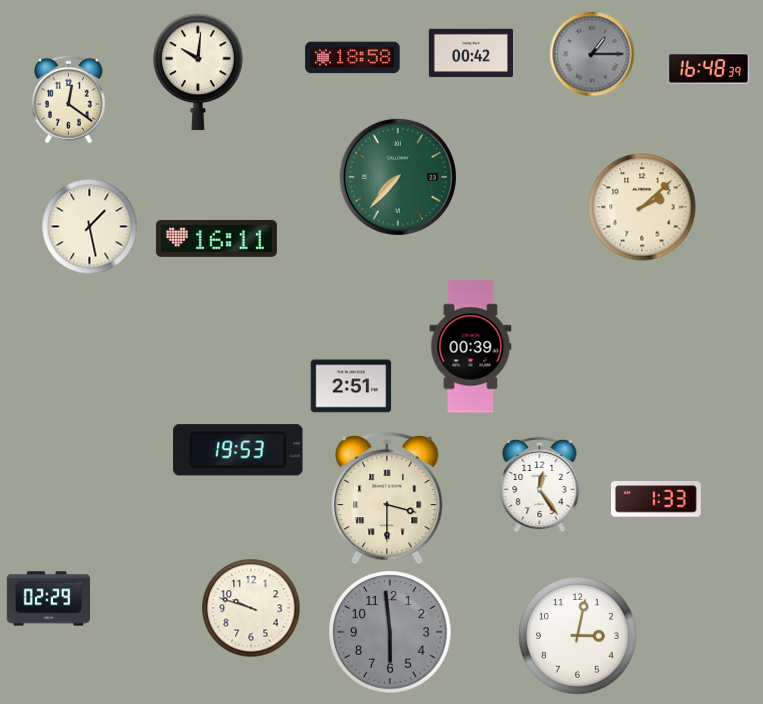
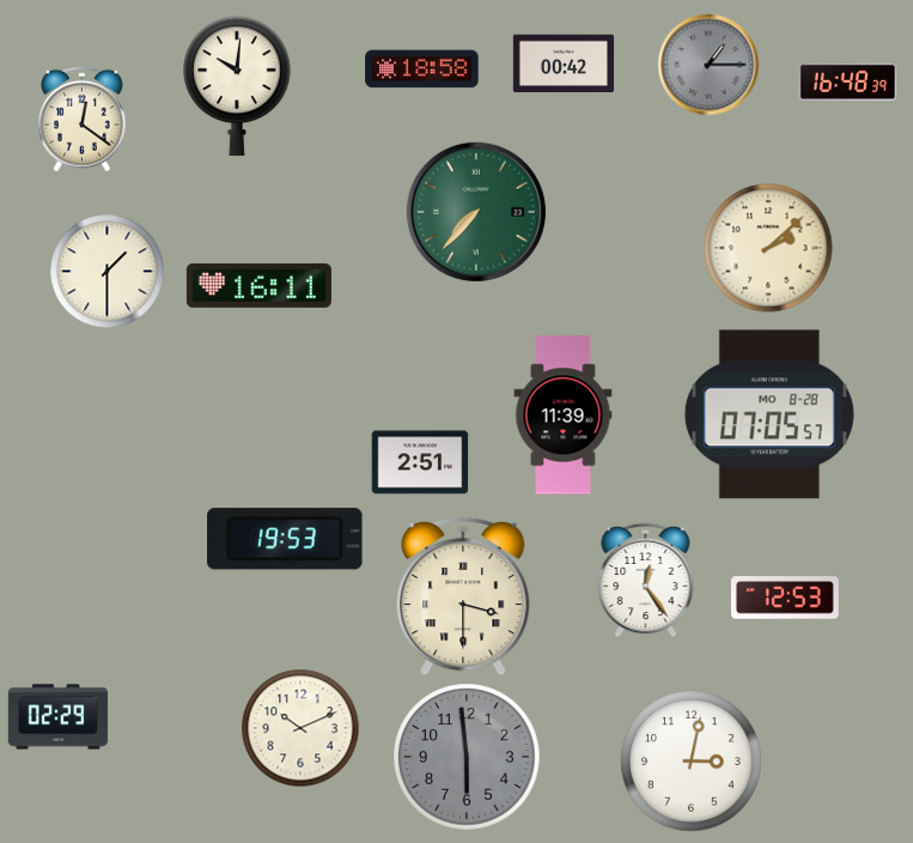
clock at (90, 227): 1:28 -> 1:30
clock at (769, 414): none -> 07:05
clock at (471, 347): 00:39 -> 11:39
clock at (656, 499): 1:33 -> 12:53
clock at (251, 608): 9:48 -> 10:11
